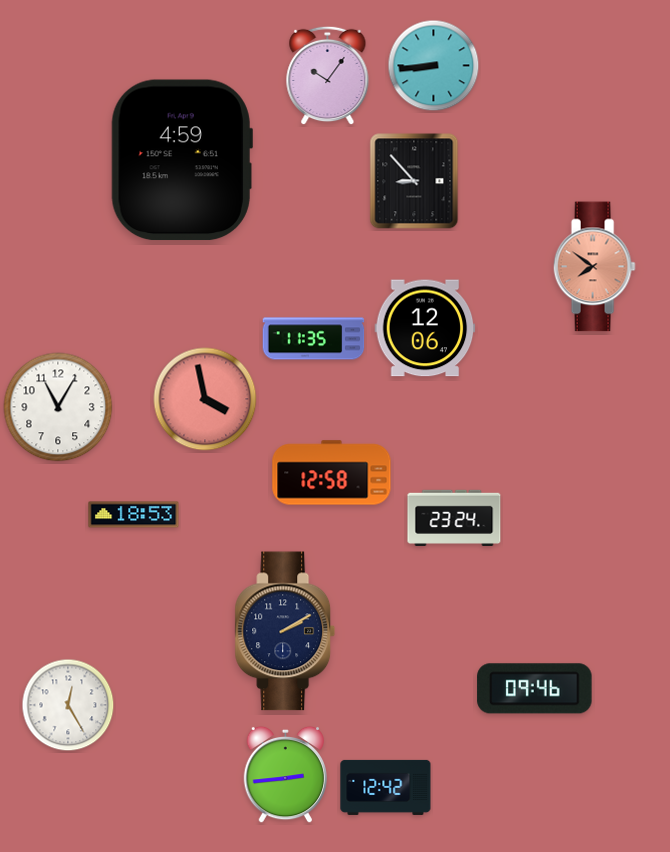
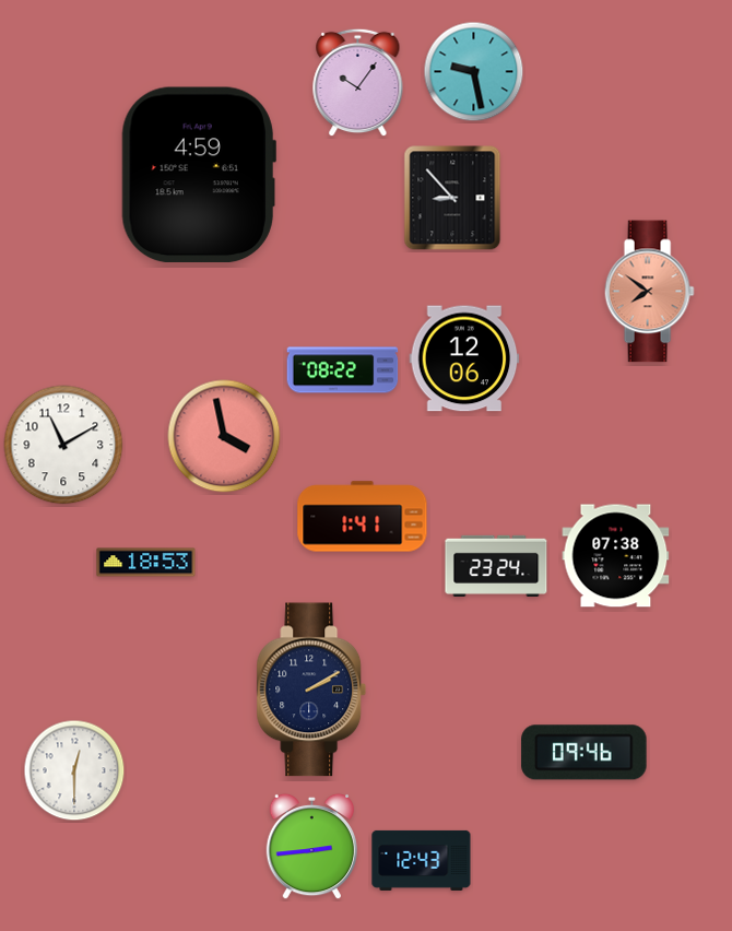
clock at (434, 66): 8:44 -> 9:28
clock at (314, 339): 11:35 -> 08:22
clock at (58, 407): 11:05 -> 11:10
clock at (332, 473): 12:58 -> 1:41
clock at (616, 556): none -> 07:38
clock at (68, 705): 12:25 -> 12:30
clock at (386, 787): 12:42 -> 12:43
